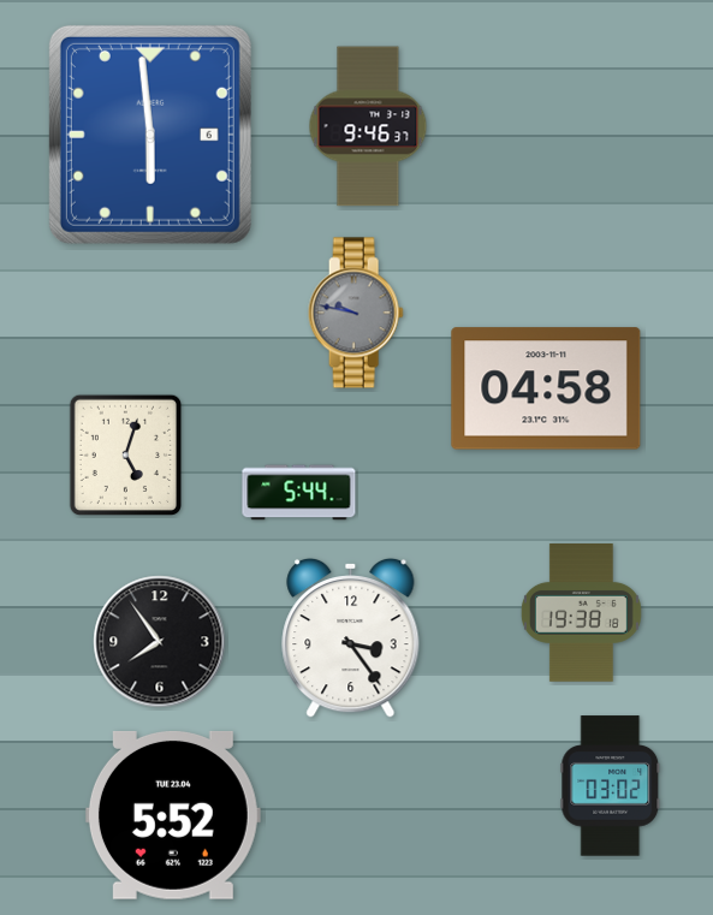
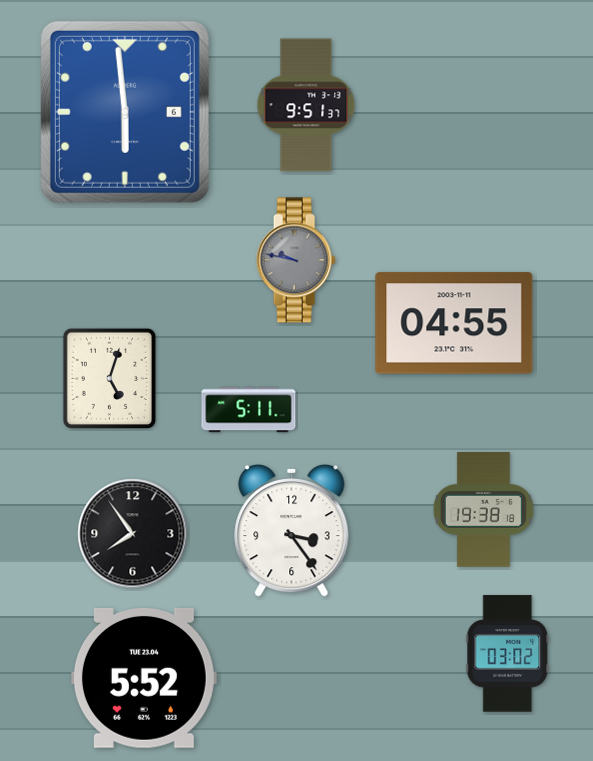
clock at (368, 126): 9:46 -> 9:51
clock at (546, 388): 04:58 -> 04:55
clock at (125, 454) position: (125, 454) -> (109, 378)
clock at (299, 493): 5:44 -> 5:11
